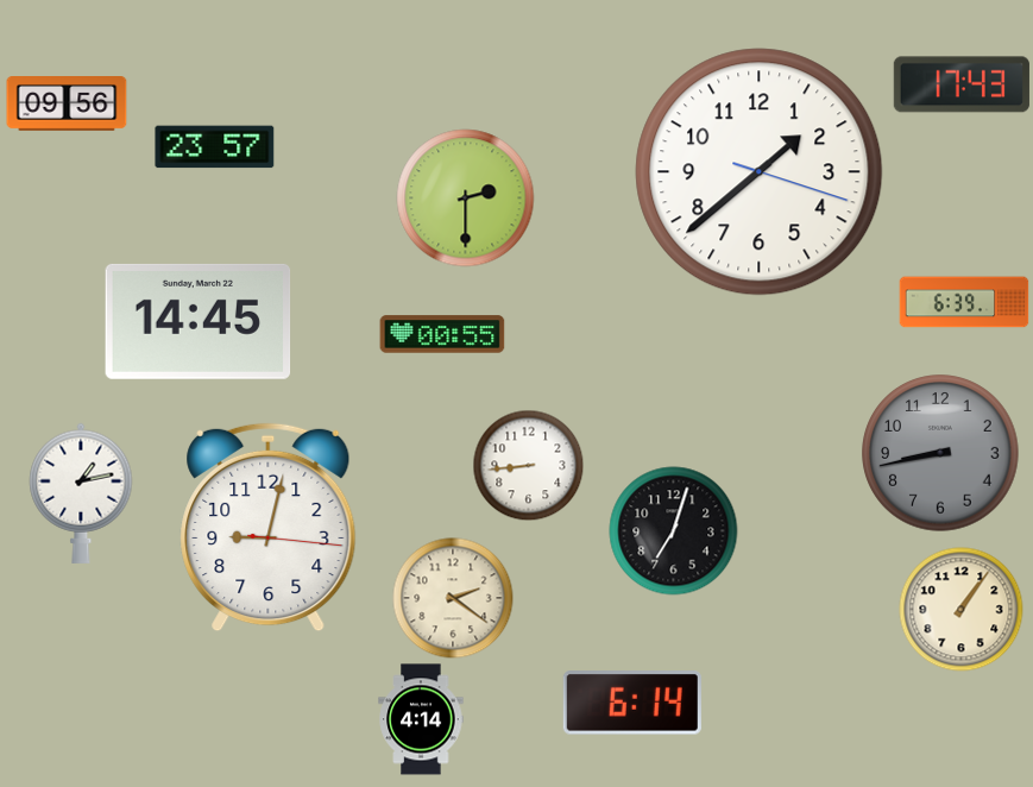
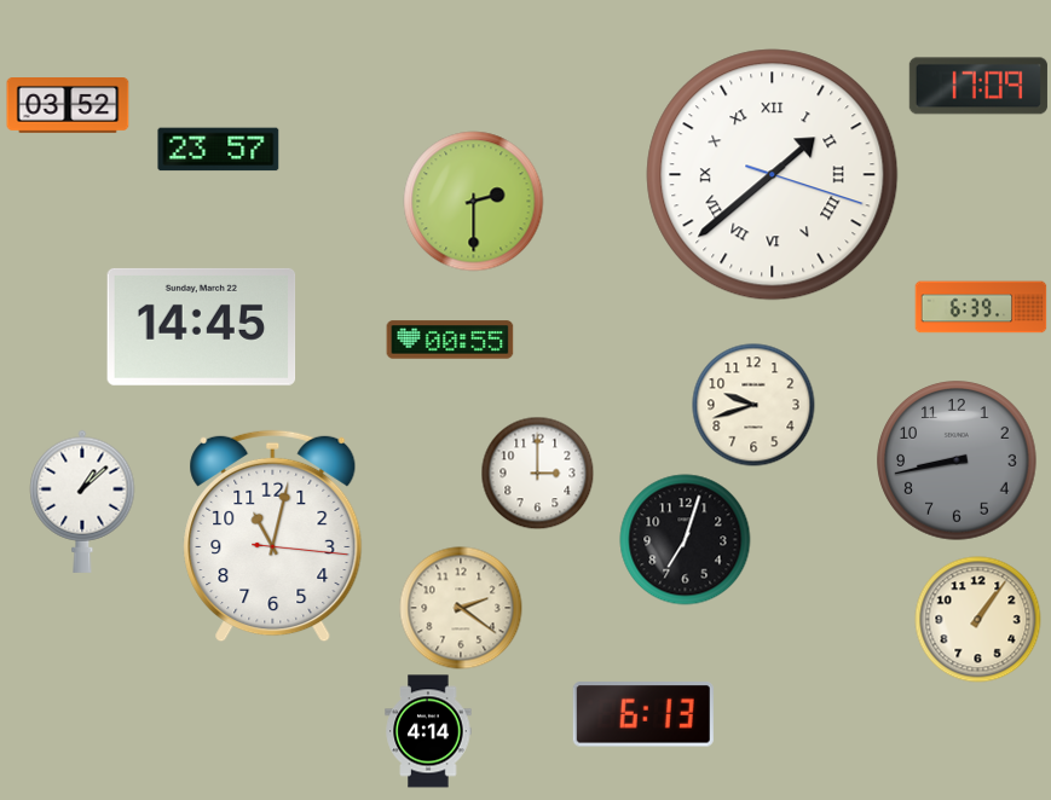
clock at (962, 84): 17:43 -> 17:09
clock at (67, 105): 09:56 -> 03:52
clock at (760, 172) numerals: Arabic -> Roman
clock at (753, 405): none -> 9:42
clock at (528, 465): 8:44 -> 3:00
clock at (81, 493): 1:13 -> 1:08
clock at (269, 528): 9:02 -> 11:02
clock at (632, 703): 6:14 -> 6:13
